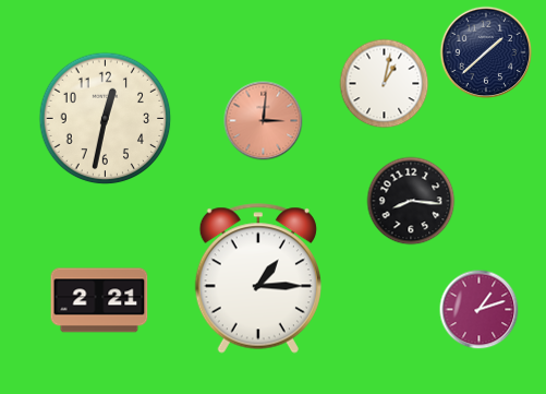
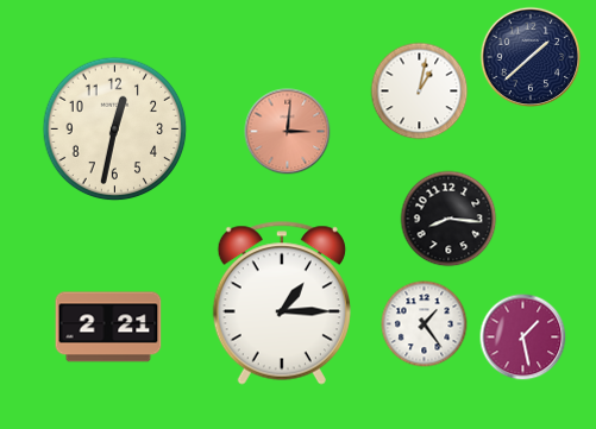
clock at (425, 324): none -> 1:24
clock at (480, 310): 1:12 -> 1:28
